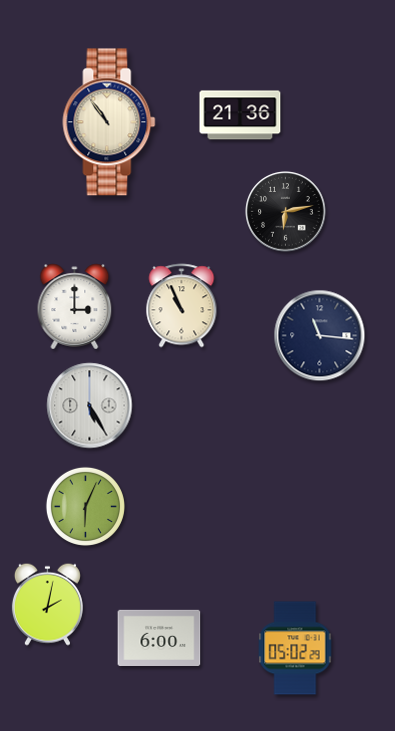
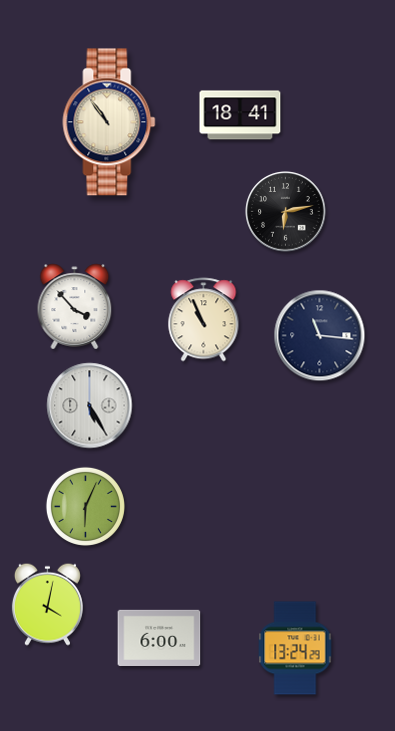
clock at (240, 115): 21:36 -> 18:41
clock at (182, 306) position: (182, 306) -> (204, 320)
clock at (75, 307): 3:00 -> 3:53
clock at (47, 604): 2:02 -> 4:02
clock at (295, 648): 05:02 -> 13:24
